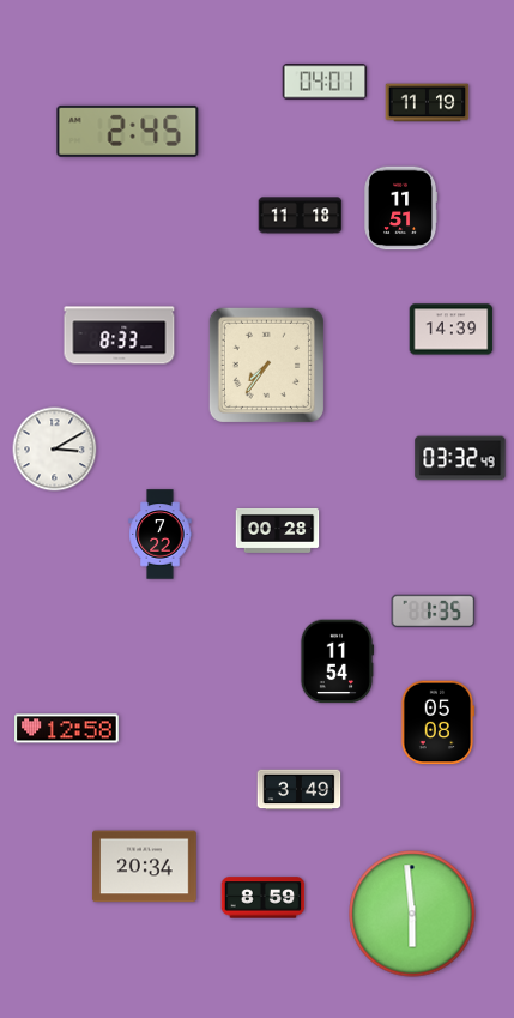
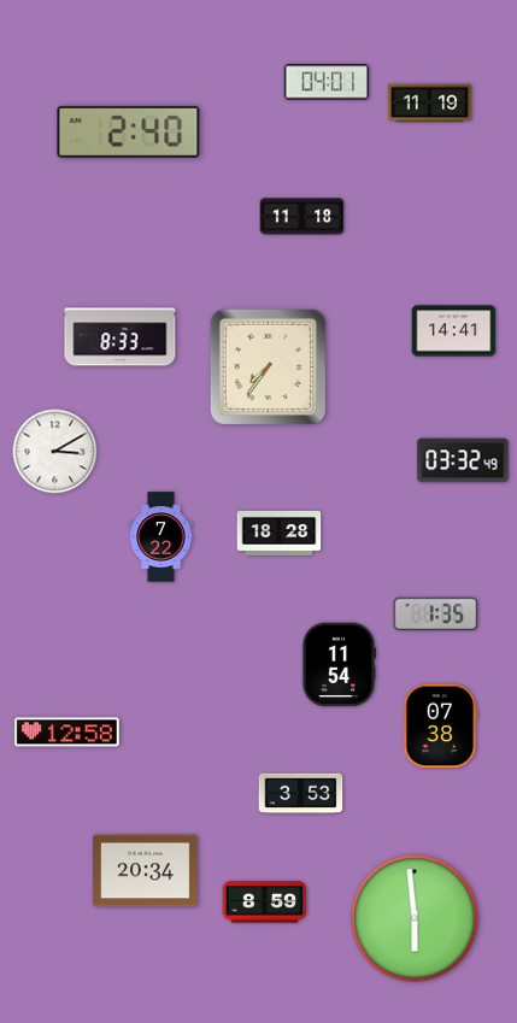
clock at (128, 131): 2:45 -> 2:40
clock at (401, 209): 11:51 -> none
clock at (452, 330): 14:39 -> 14:41
clock at (278, 530): 00:28 -> 18:28
clock at (439, 723): 05:08 -> 07:38
clock at (300, 790): 3:49 -> 3:53
